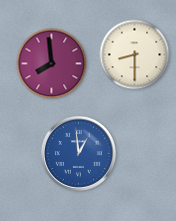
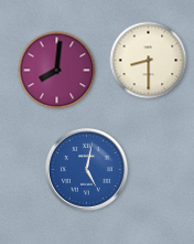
clock at (52, 64): 7:59 -> 8:01
clock at (78, 153): 12:59 -> 5:02
